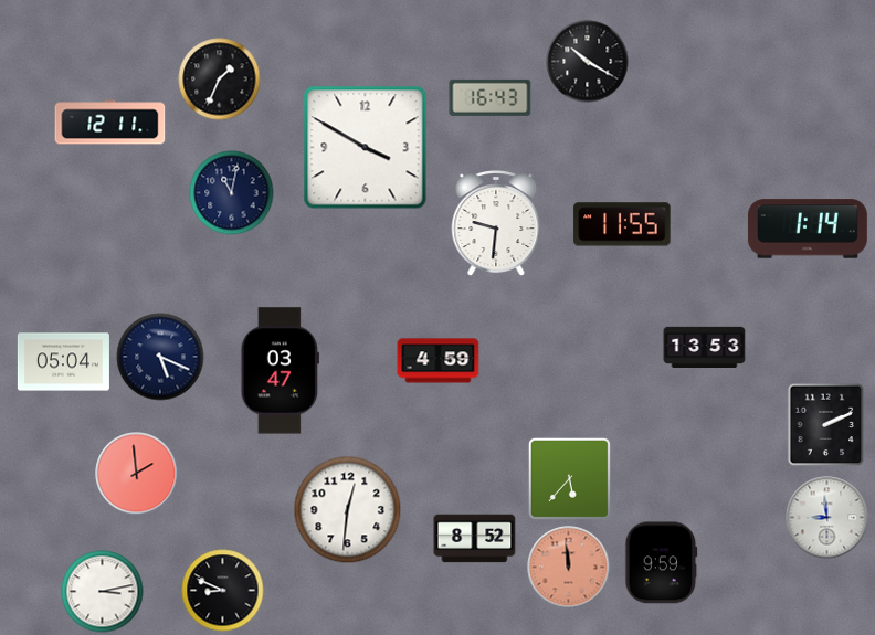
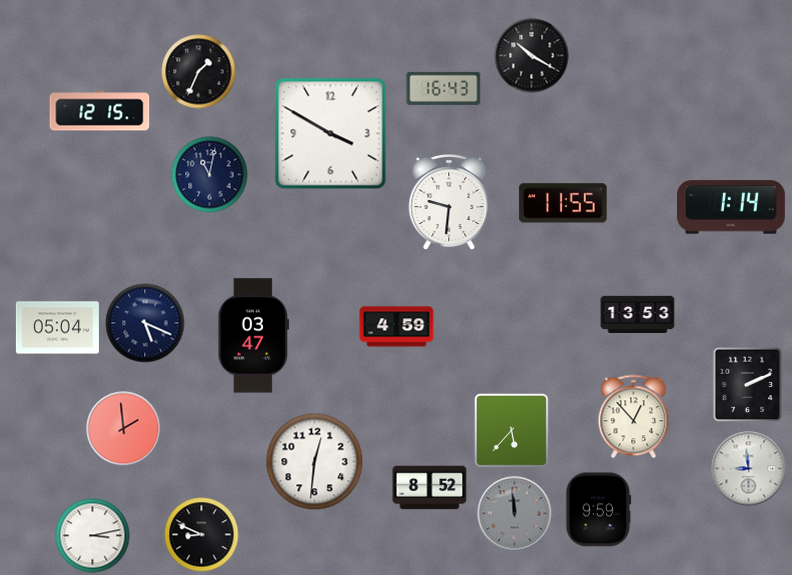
clock at (110, 123): 12:11 -> 12:15
clock at (634, 417): none -> 12:53
clock at (569, 478) position: (569, 478) -> (511, 430)
clock at (569, 568) dial: salmon -> grey
